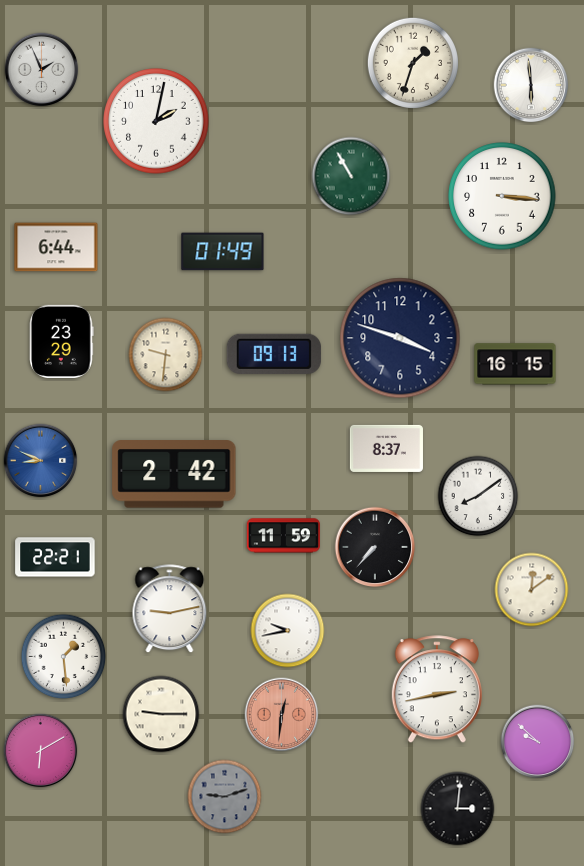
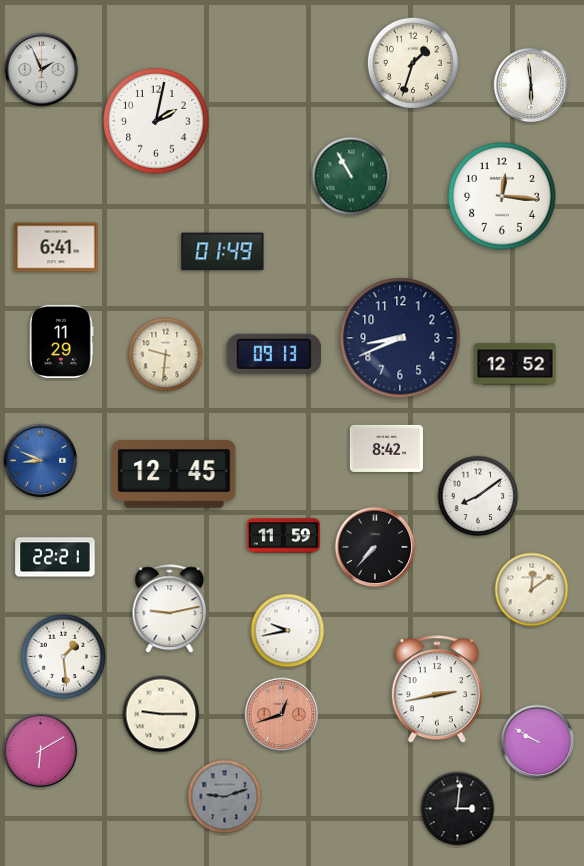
clock at (502, 196): 3:16 -> 12:16
clock at (56, 247): 6:44 -> 6:41
clock at (400, 338): 3:48 -> 8:41
clock at (62, 341): 23:29 -> 11:29
clock at (515, 364): 16:15 -> 12:52
clock at (386, 448): 8:37 -> 8:42
clock at (174, 474): 2:42 -> 12:45
clock at (282, 715): 12:31 -> 12:42
clock at (538, 742): 9:52 -> 9:50
